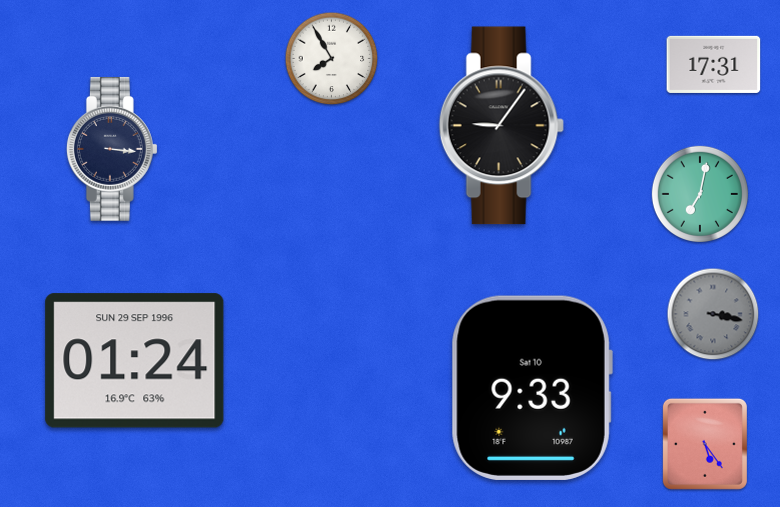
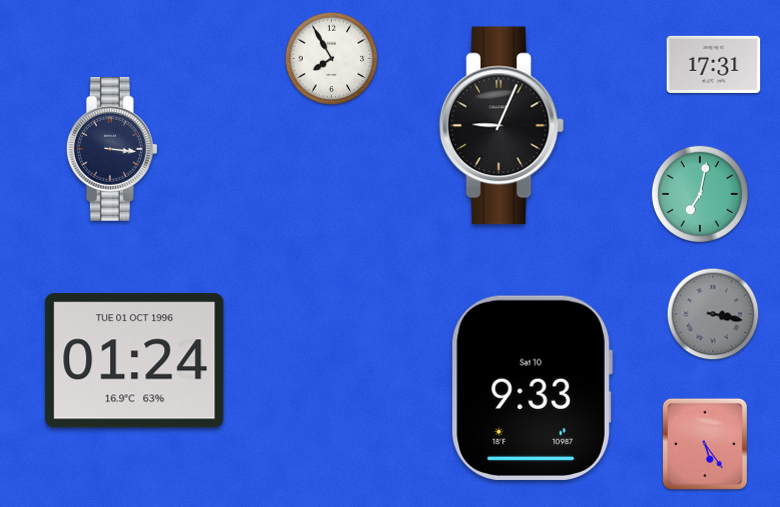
clock at (501, 126): 9:06 -> 9:04
clock at (135, 361) date: SUN 29 SEP 1996 -> TUE 01 OCT 1996
